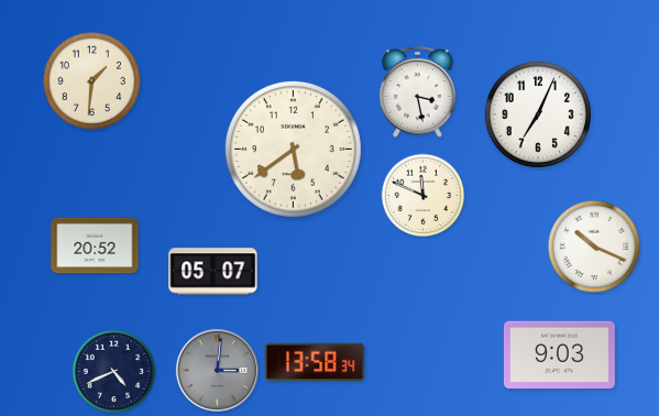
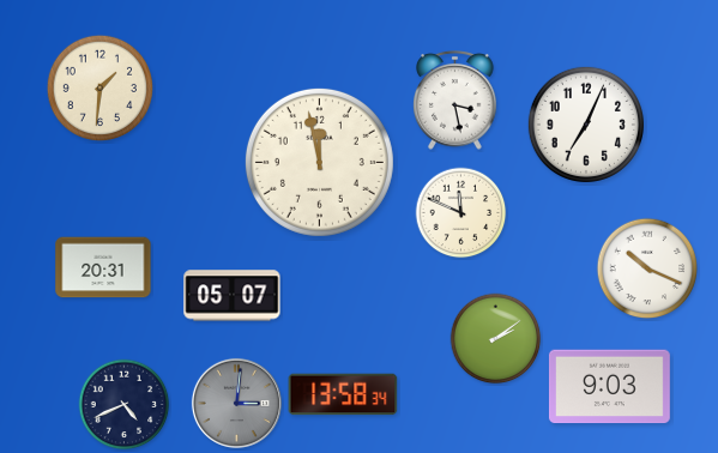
clock at (293, 149): 5:39 -> 11:58
clock at (95, 245): 20:52 -> 20:31
clock at (496, 339): none -> 2:09
